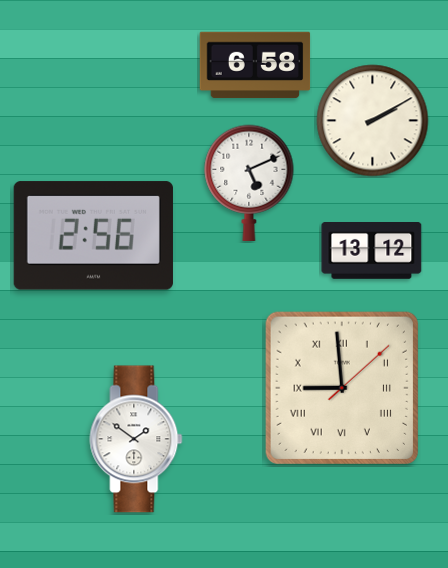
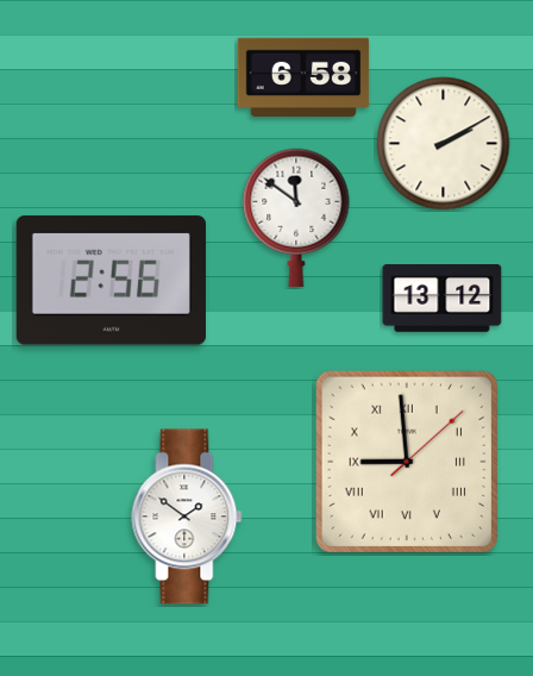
clock at (249, 183): 5:11 -> 11:51
clock at (136, 439) position: (136, 439) -> (187, 517)
